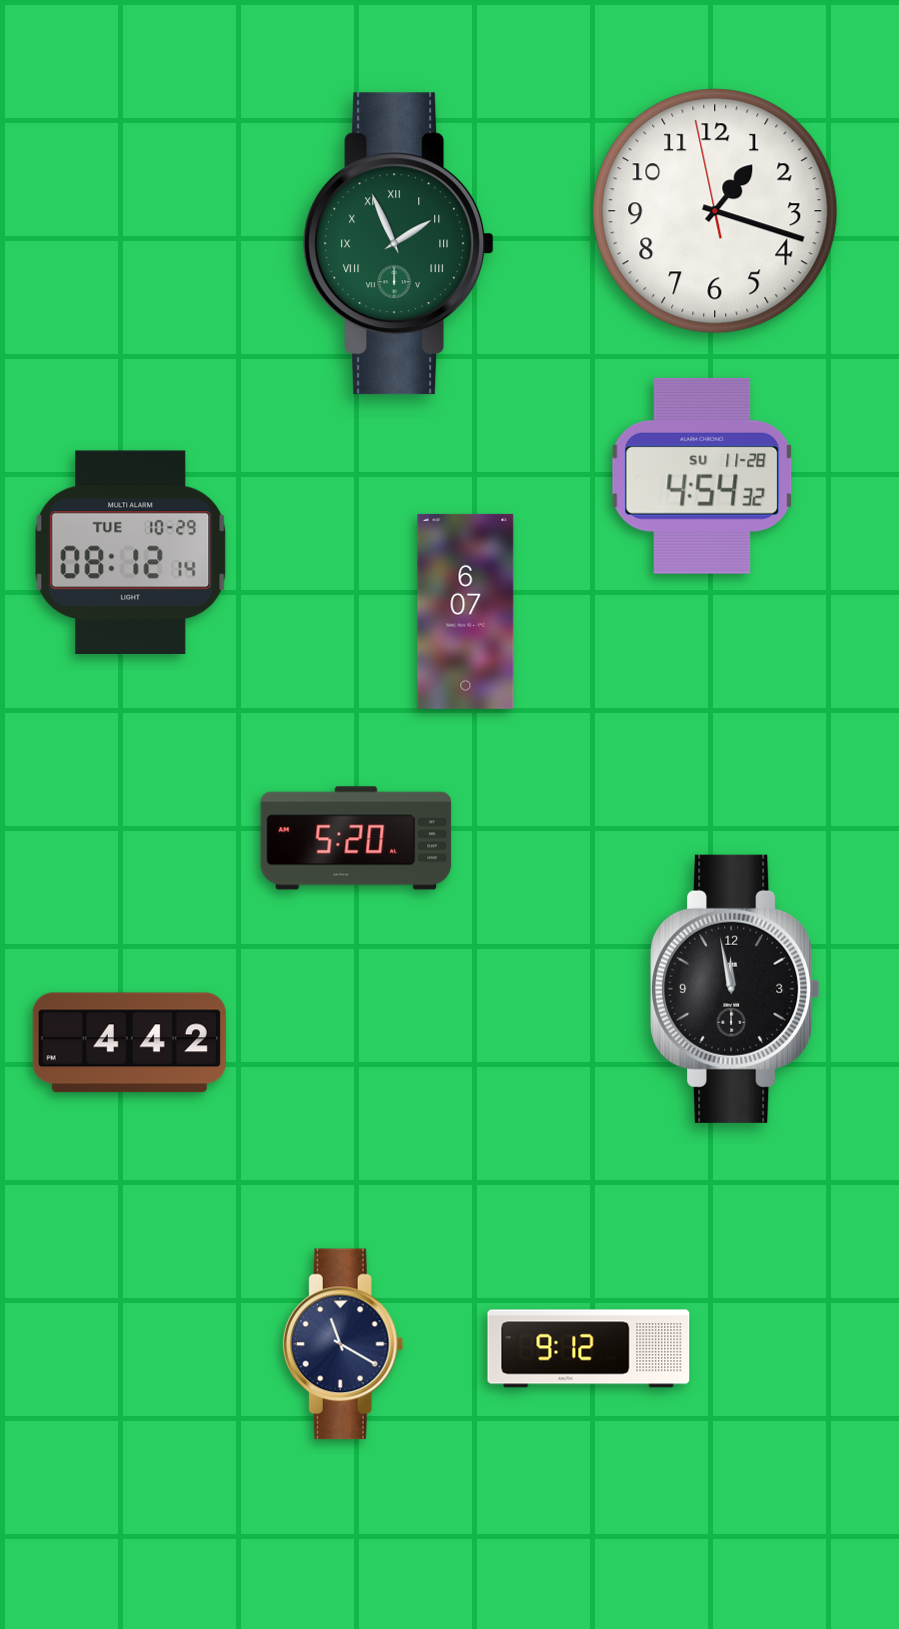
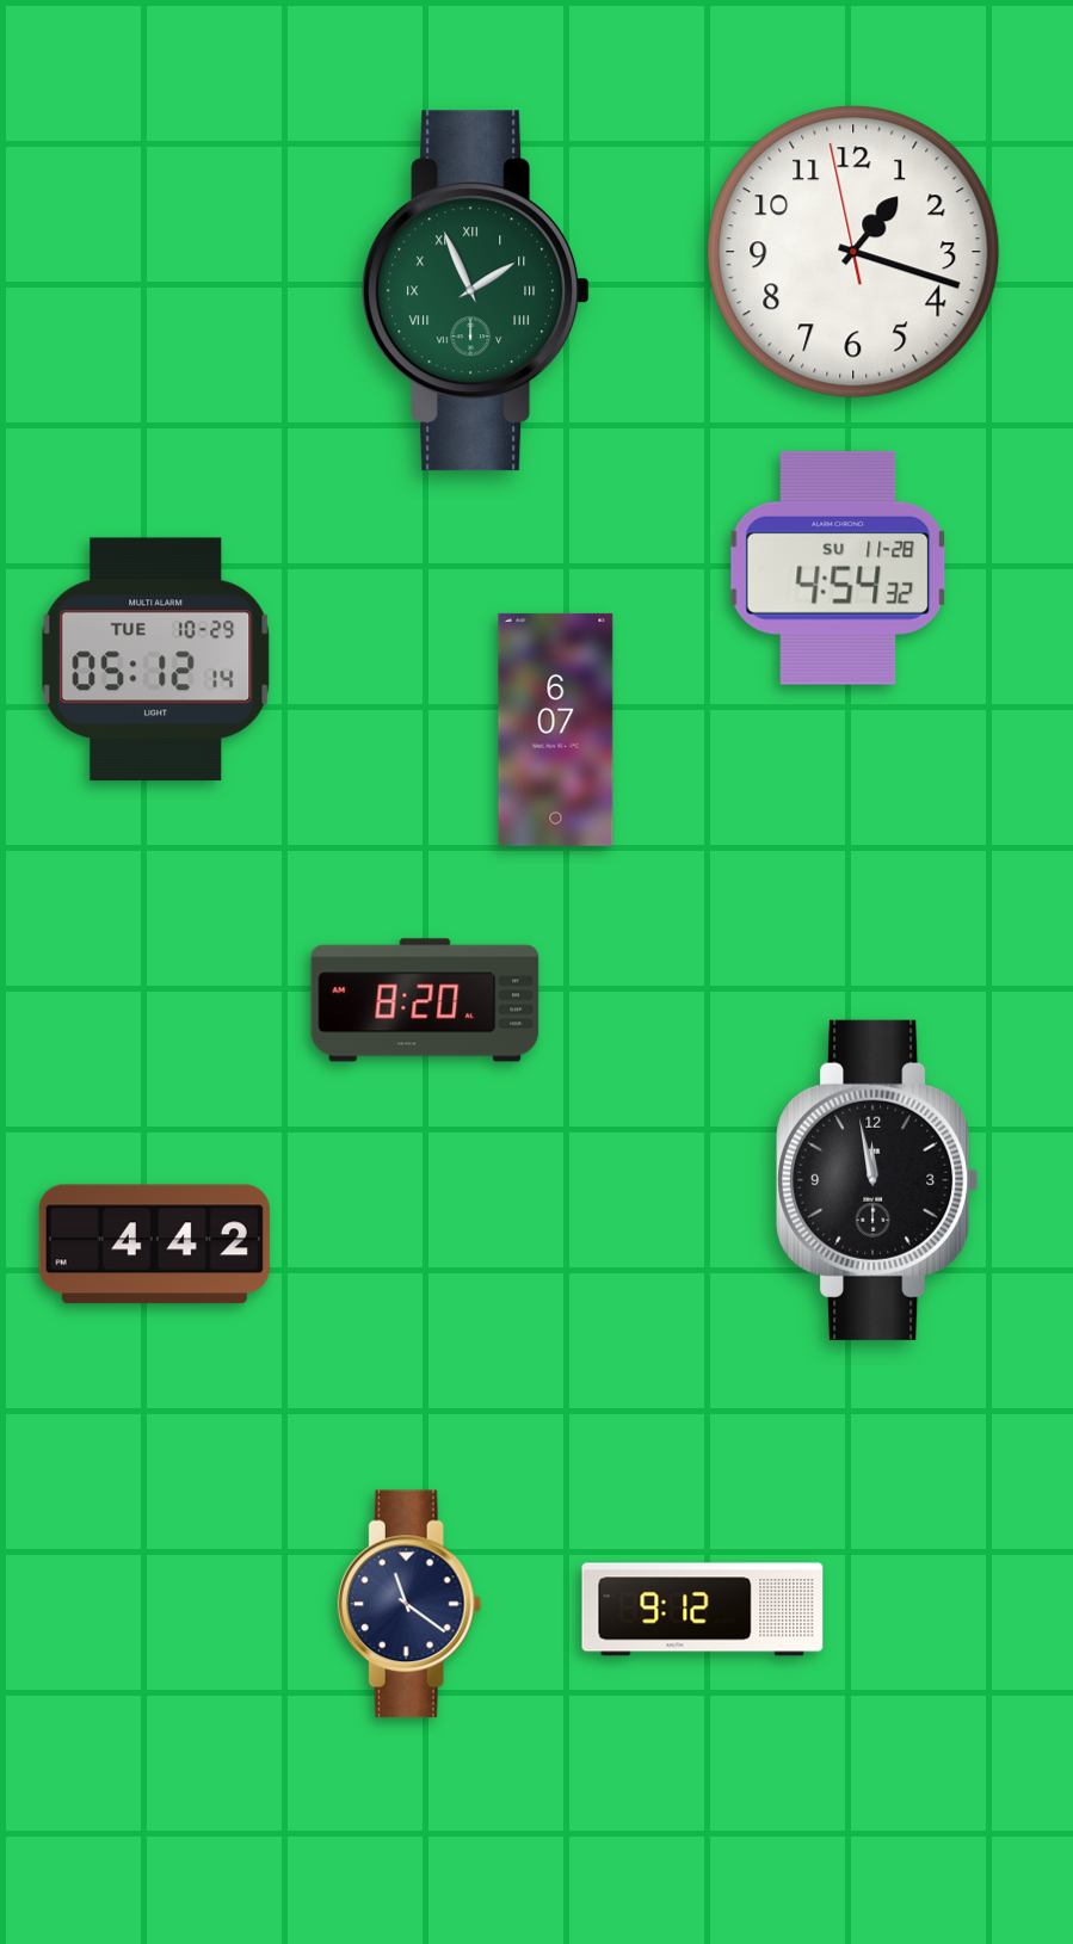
clock at (131, 552): 08:12 -> 05:12
clock at (356, 838): 5:20 -> 8:20
clock at (343, 1344): 11:20 -> 11:21
